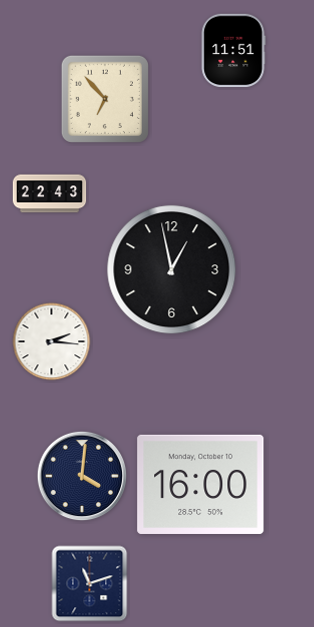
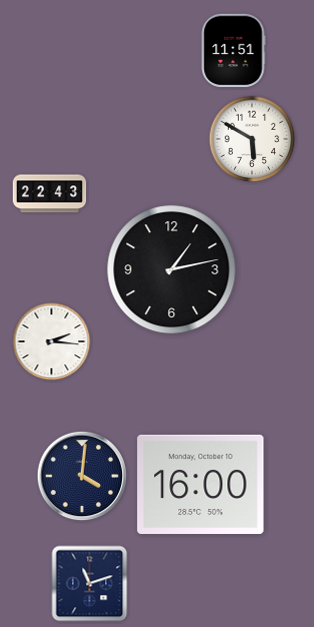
clock at (105, 99): 6:53 -> none
clock at (252, 139): none -> 5:50
clock at (172, 270): 12:58 -> 1:13
